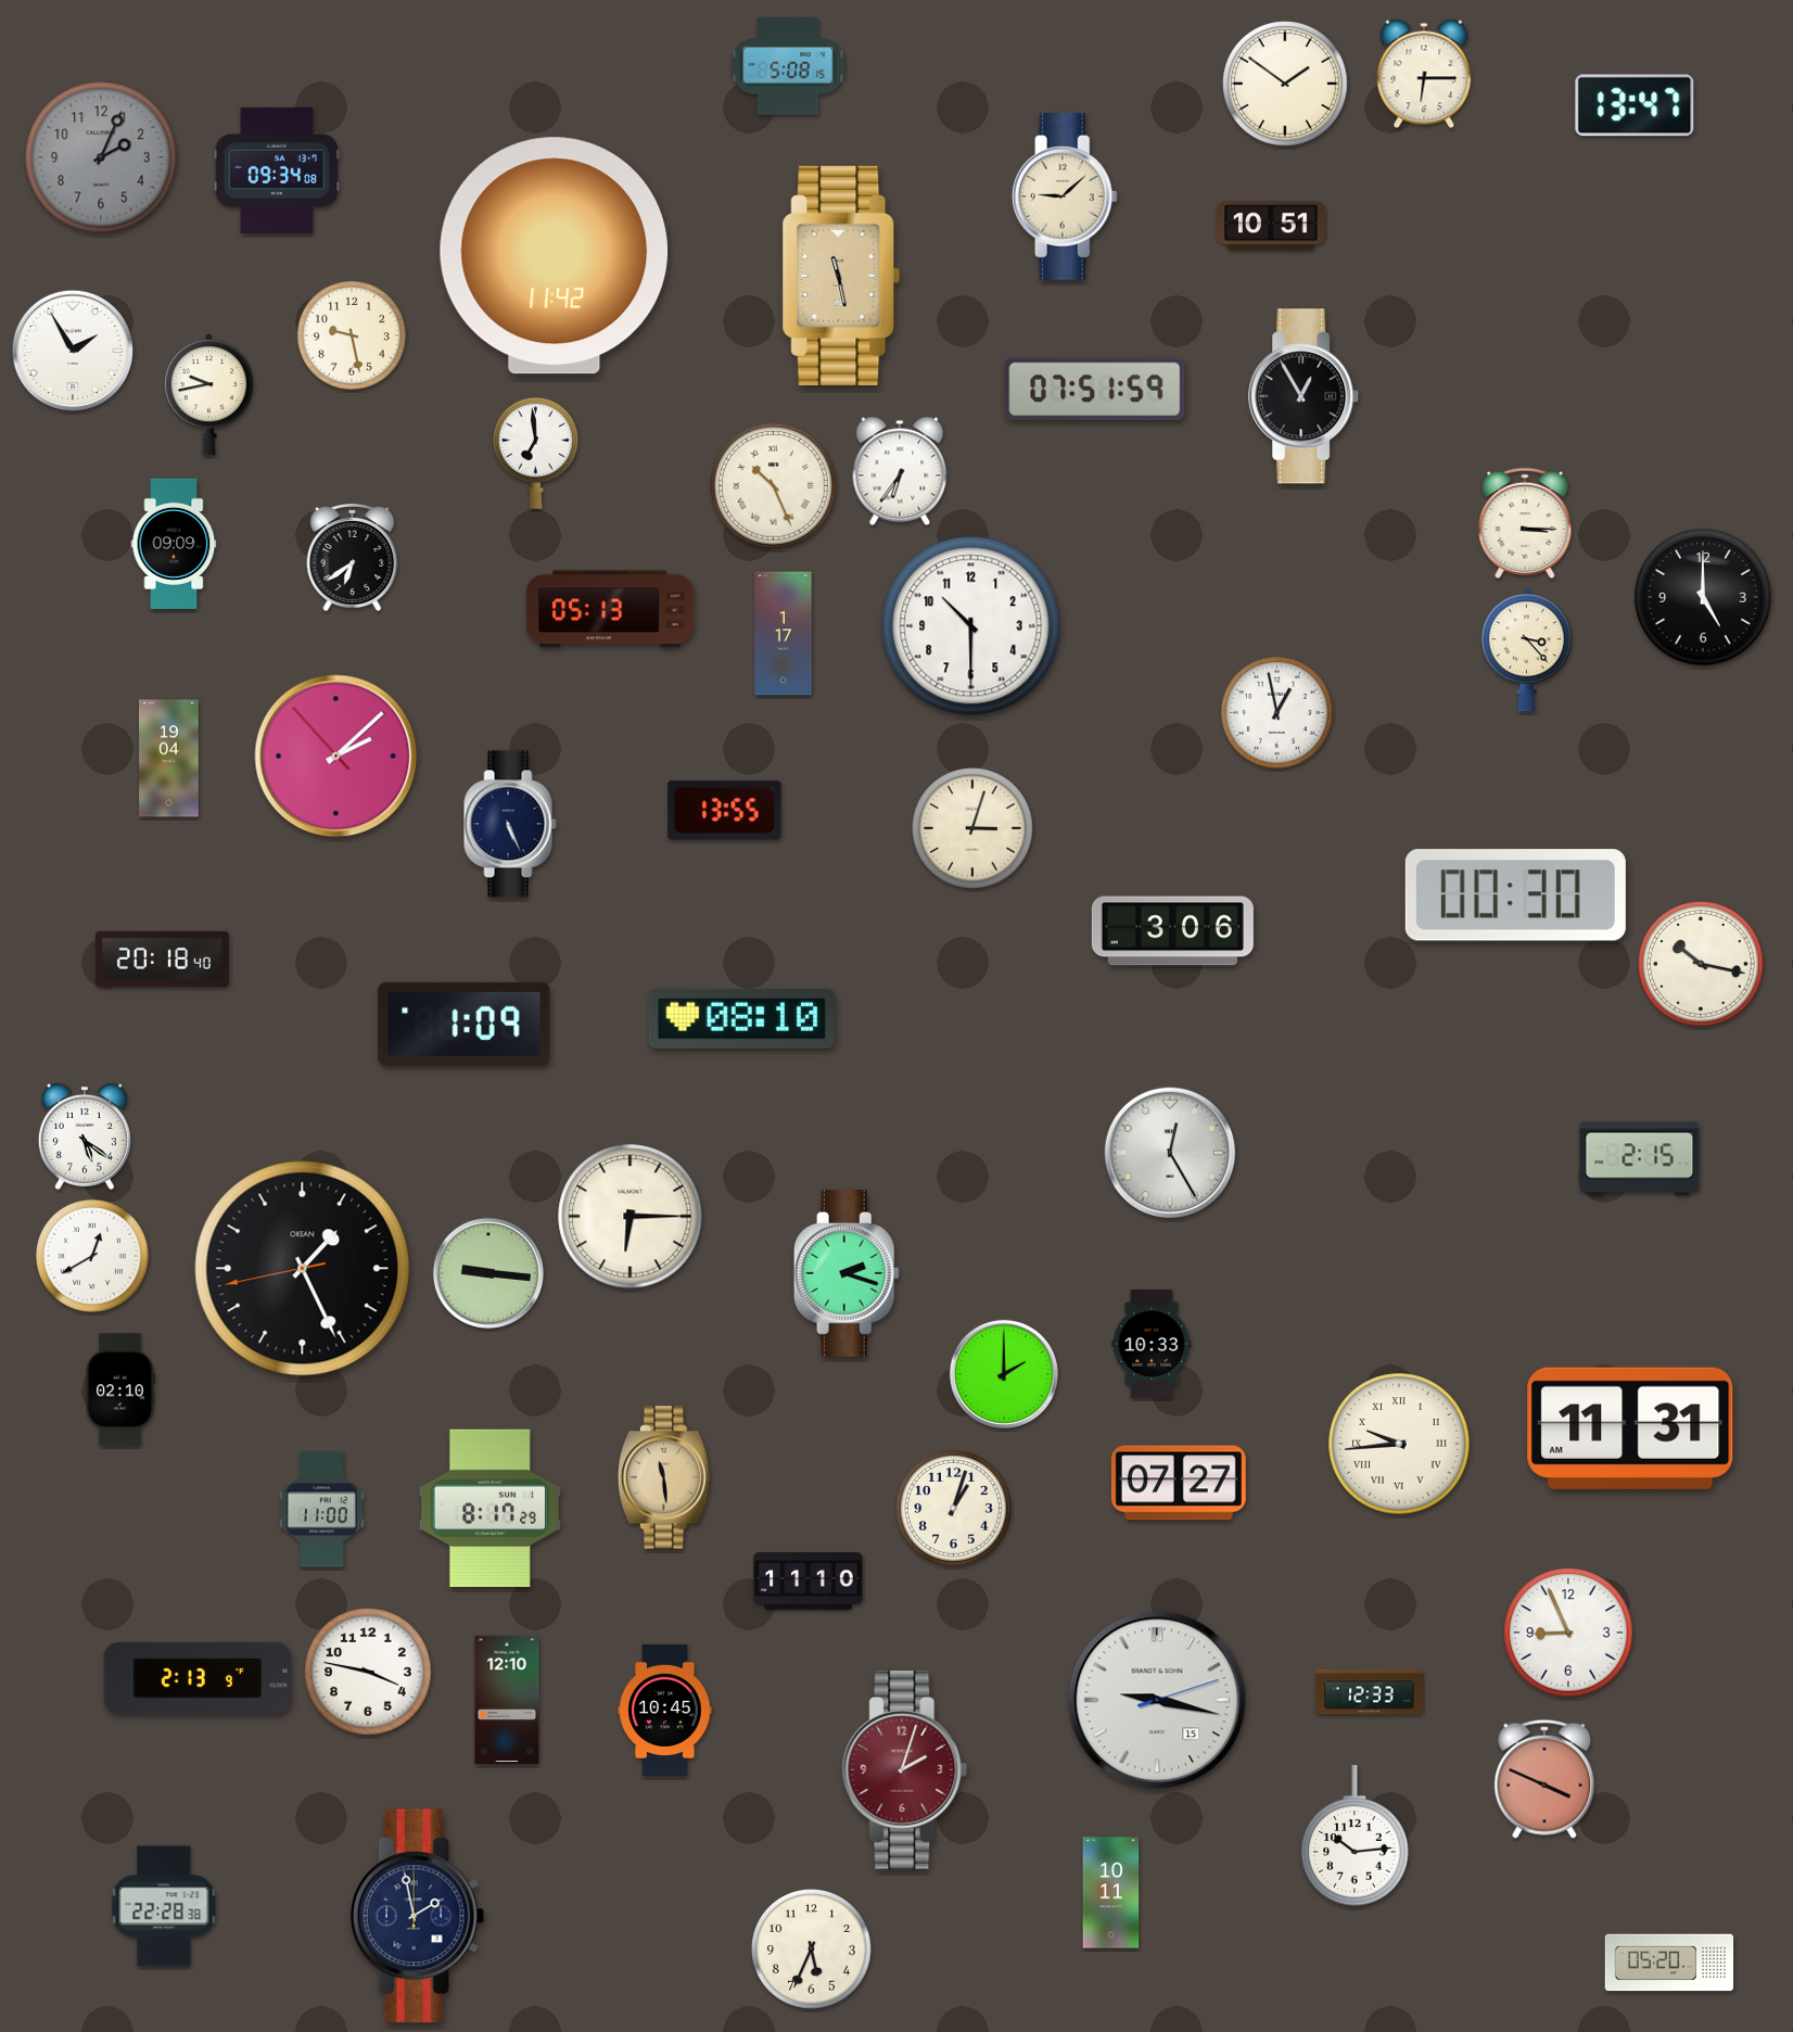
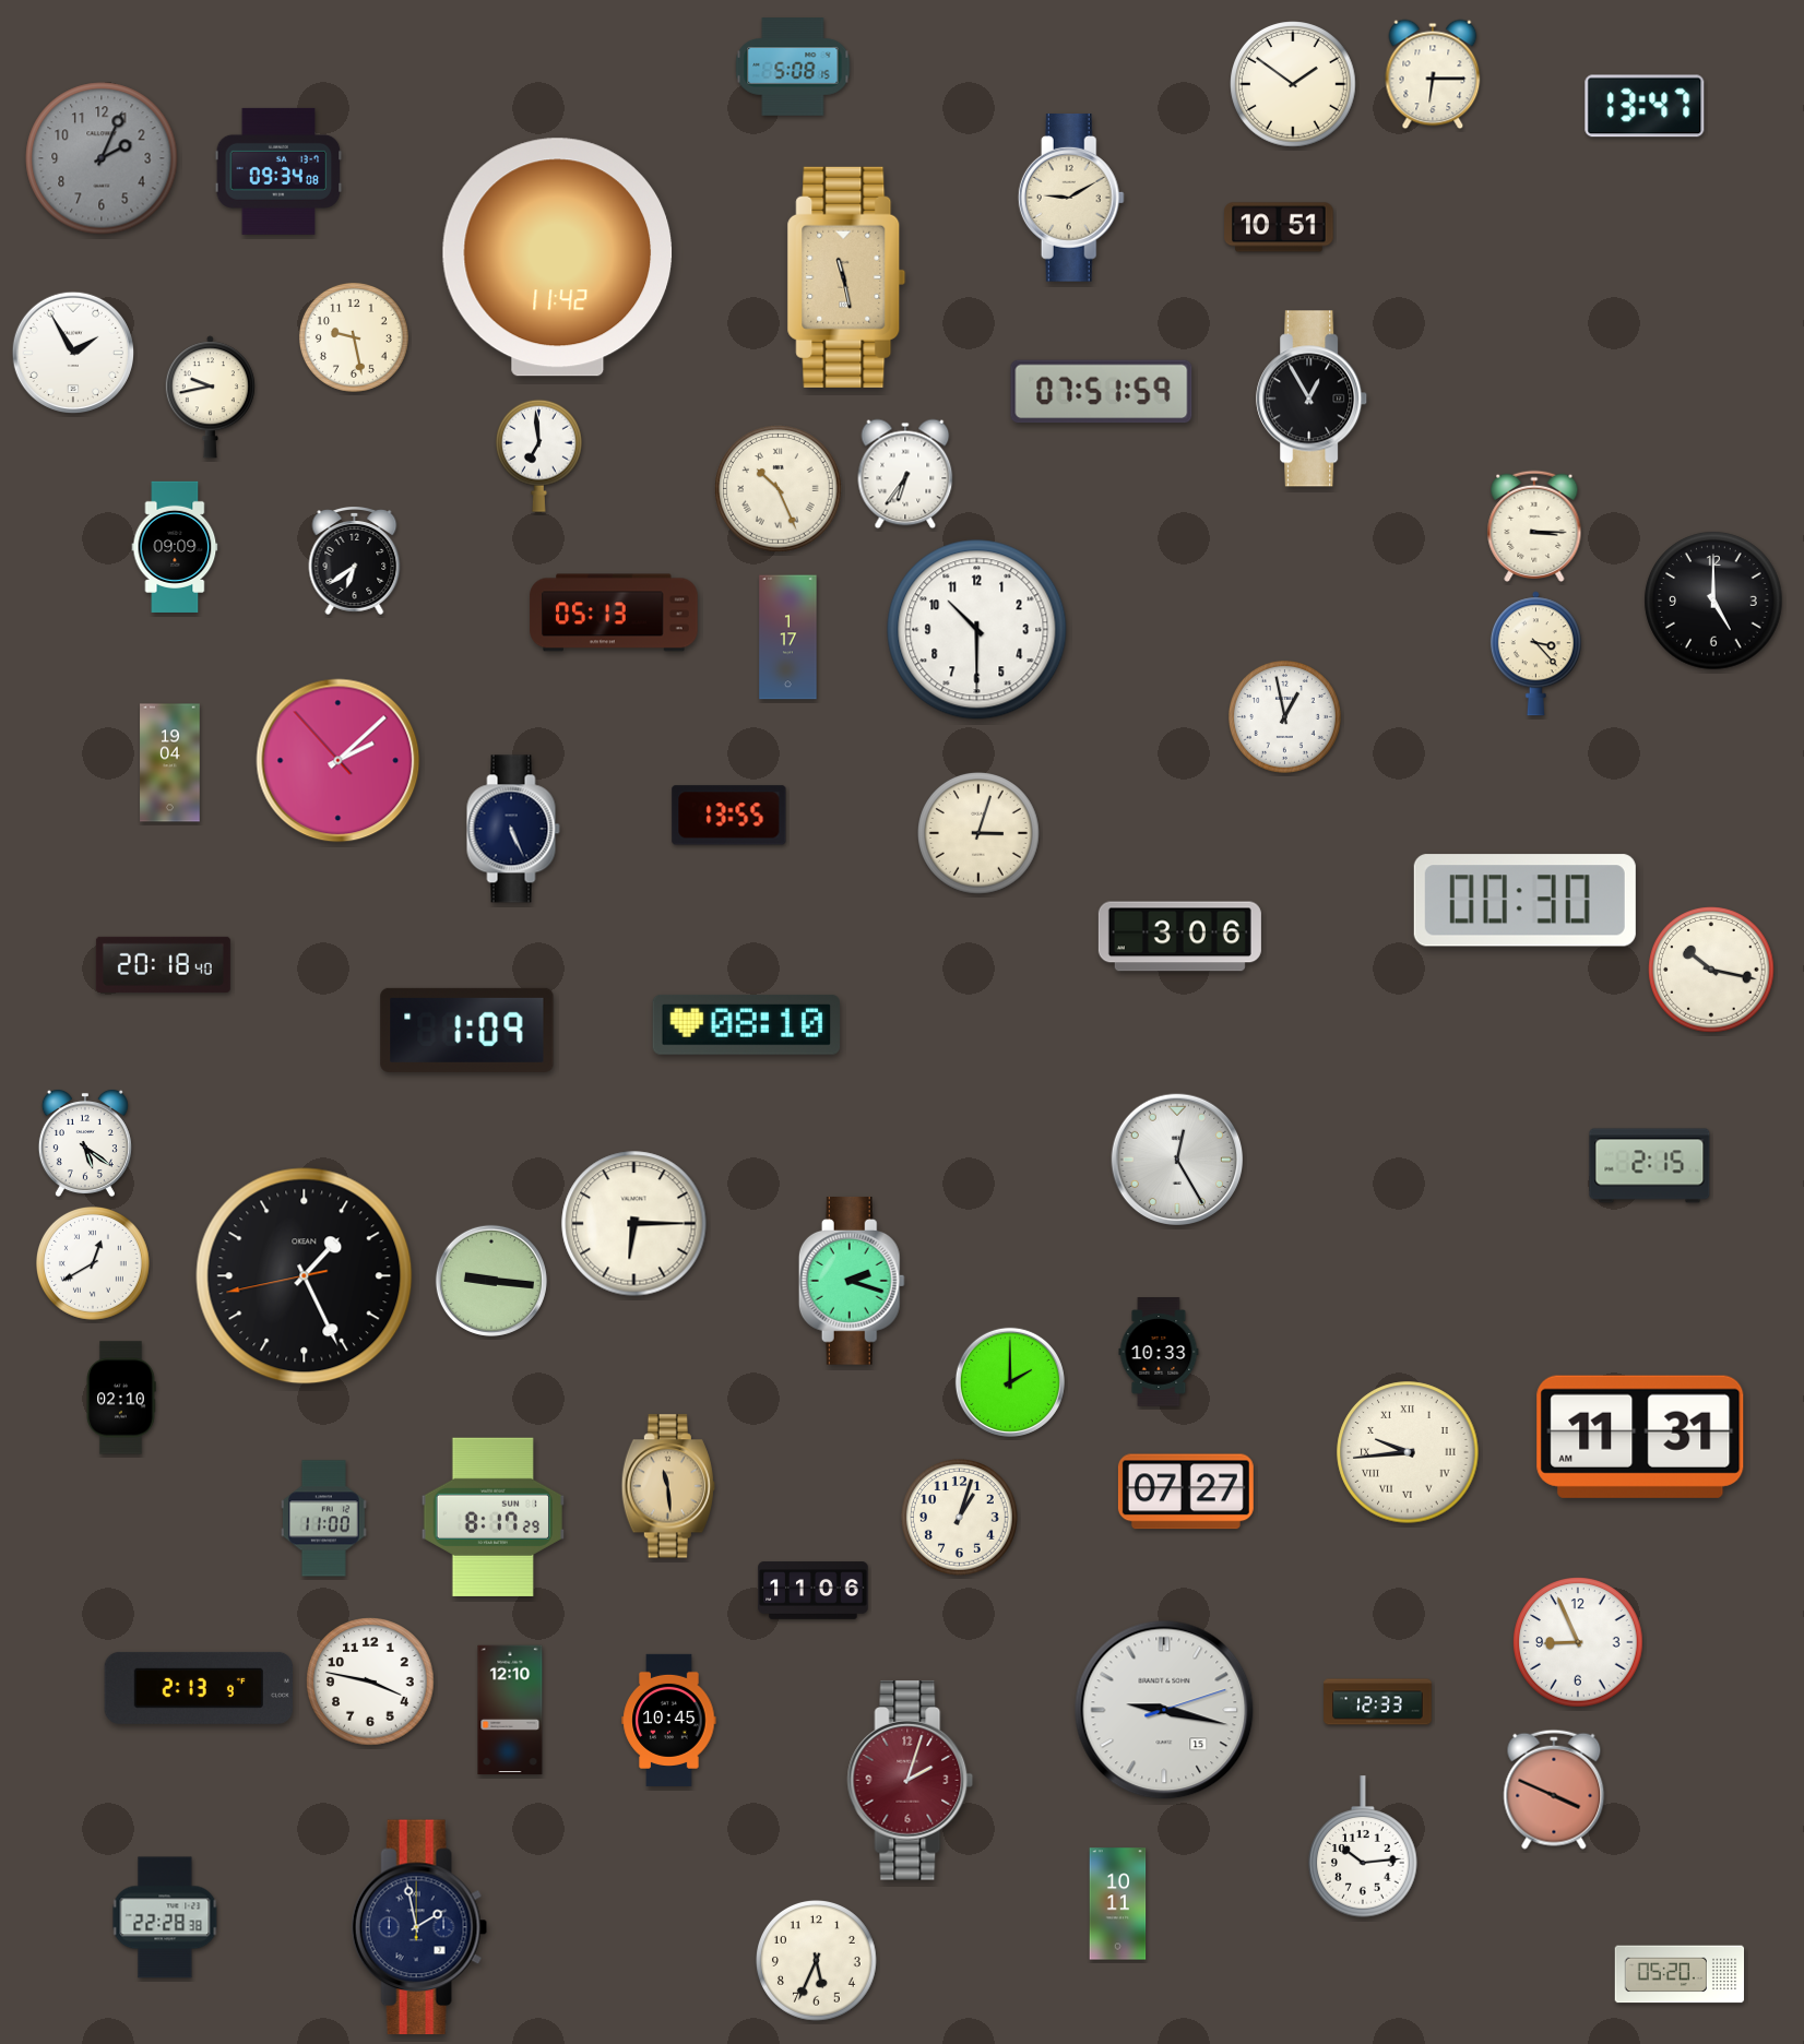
clock at (1065, 198): 9:08 -> 9:10
clock at (809, 1582): 11:10 -> 11:06
